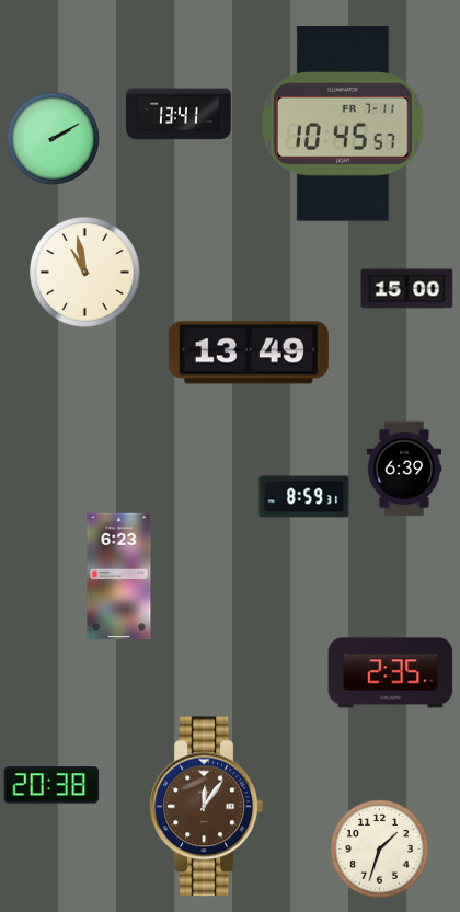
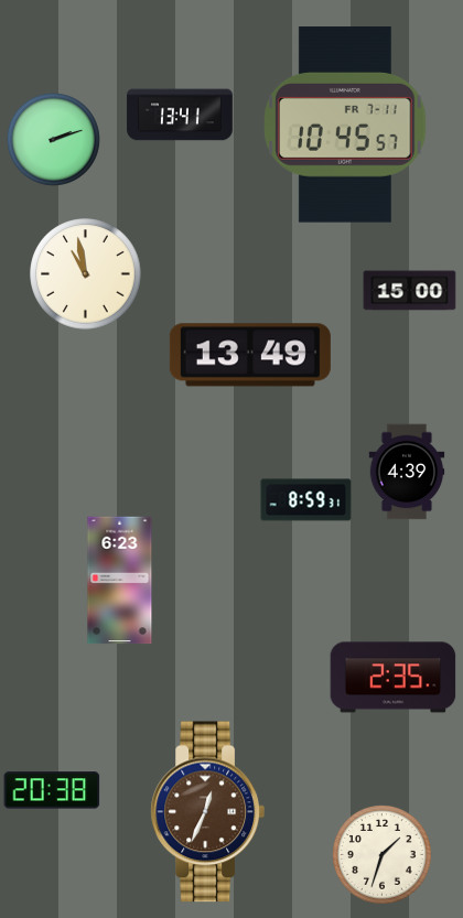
clock at (53, 138): 2:10 -> 2:12
clock at (404, 469): 6:39 -> 4:39
clock at (206, 807): 12:06 -> 12:34
